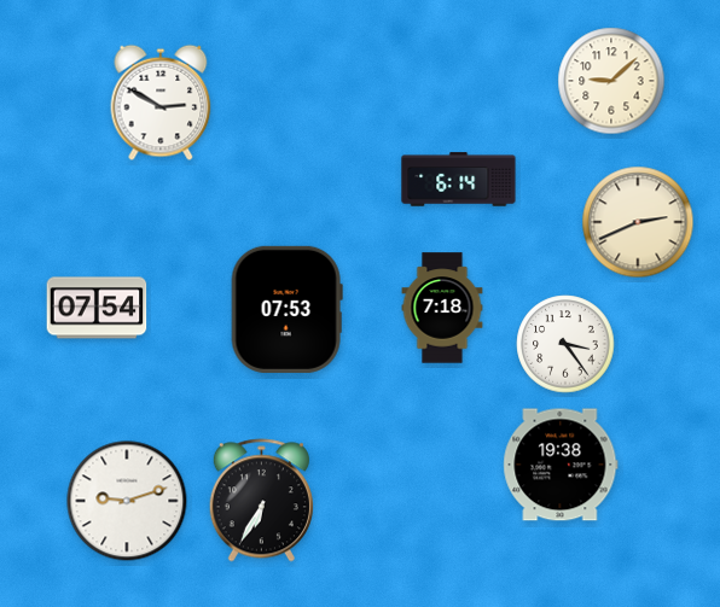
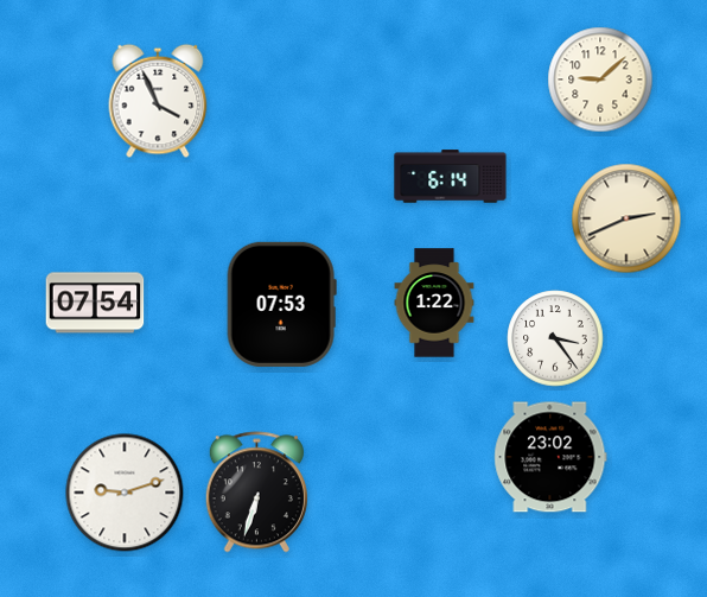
clock at (161, 103): 2:50 -> 3:56
clock at (442, 308): 7:18 -> 1:22
clock at (561, 465): 19:38 -> 23:02
clock at (261, 501): 6:35 -> 6:33
